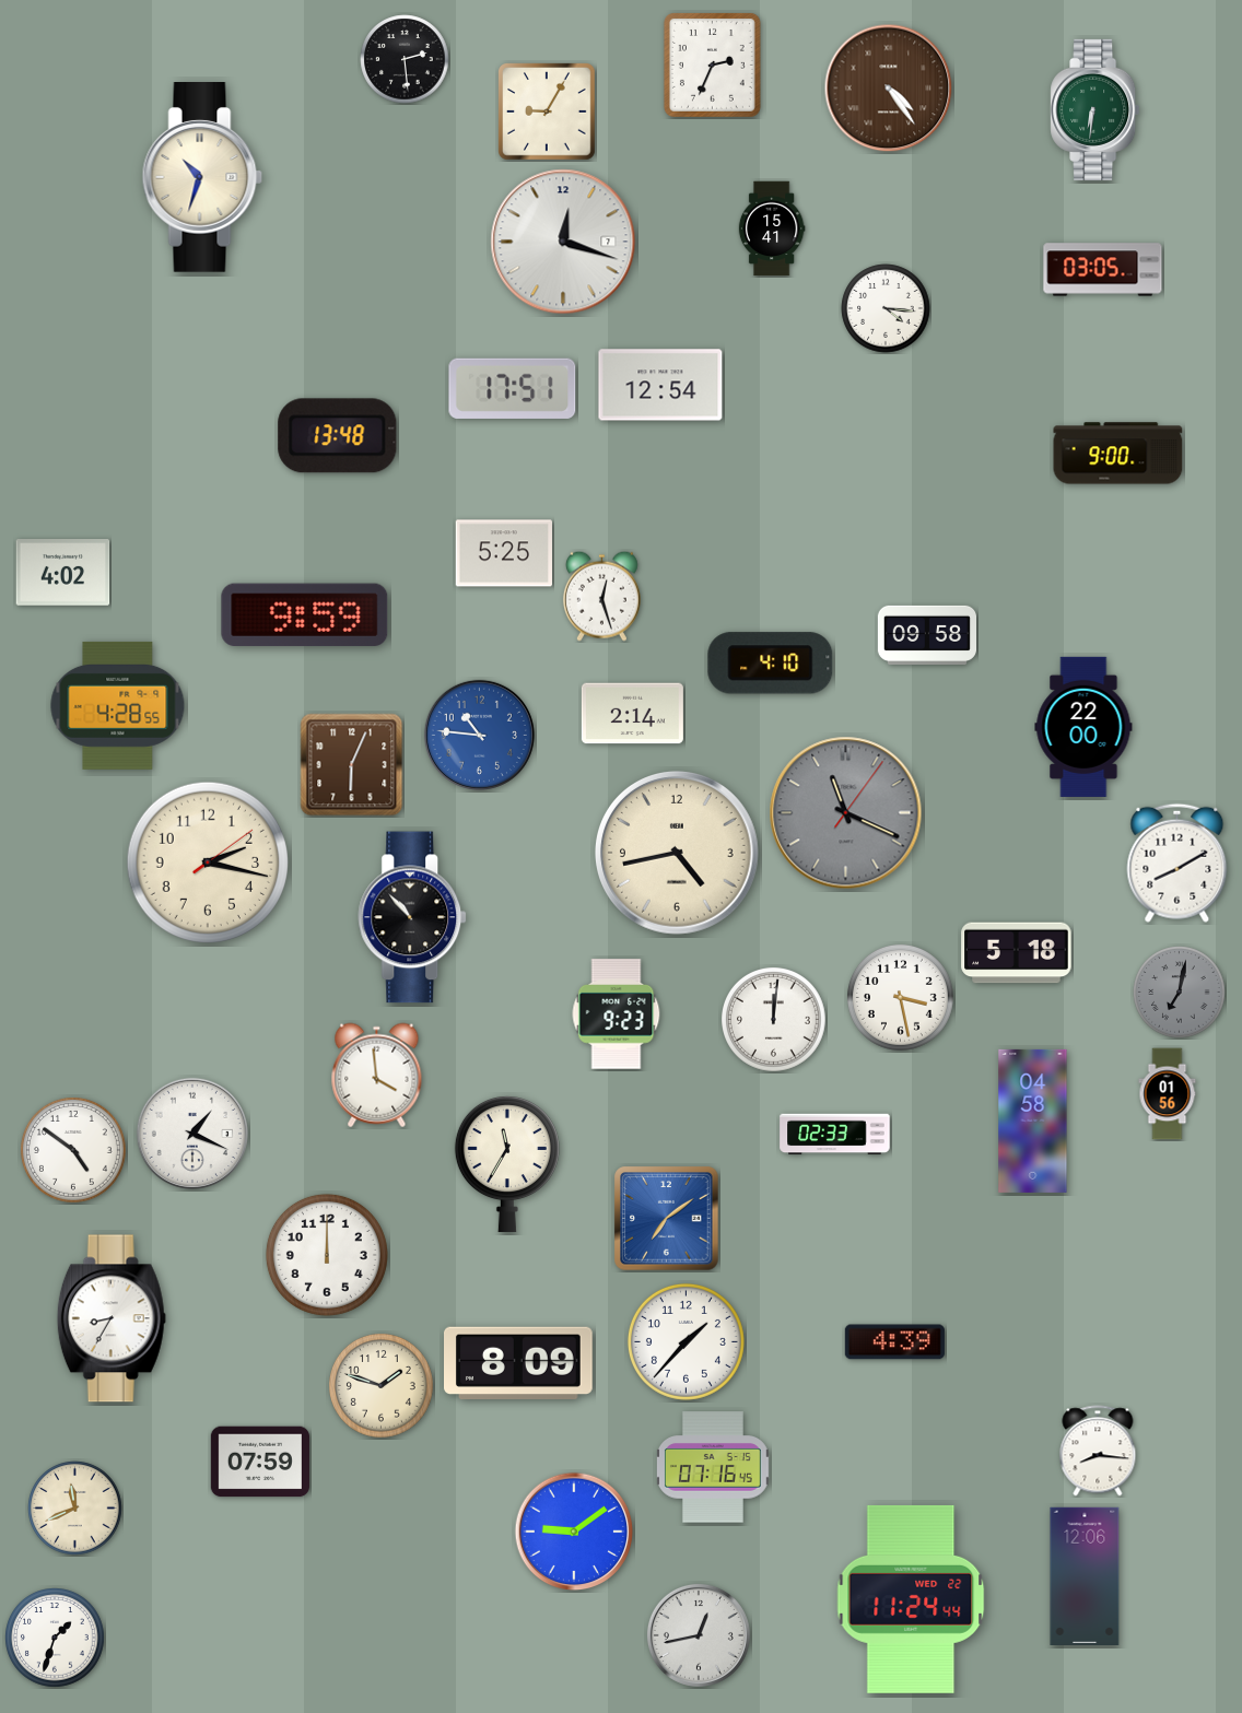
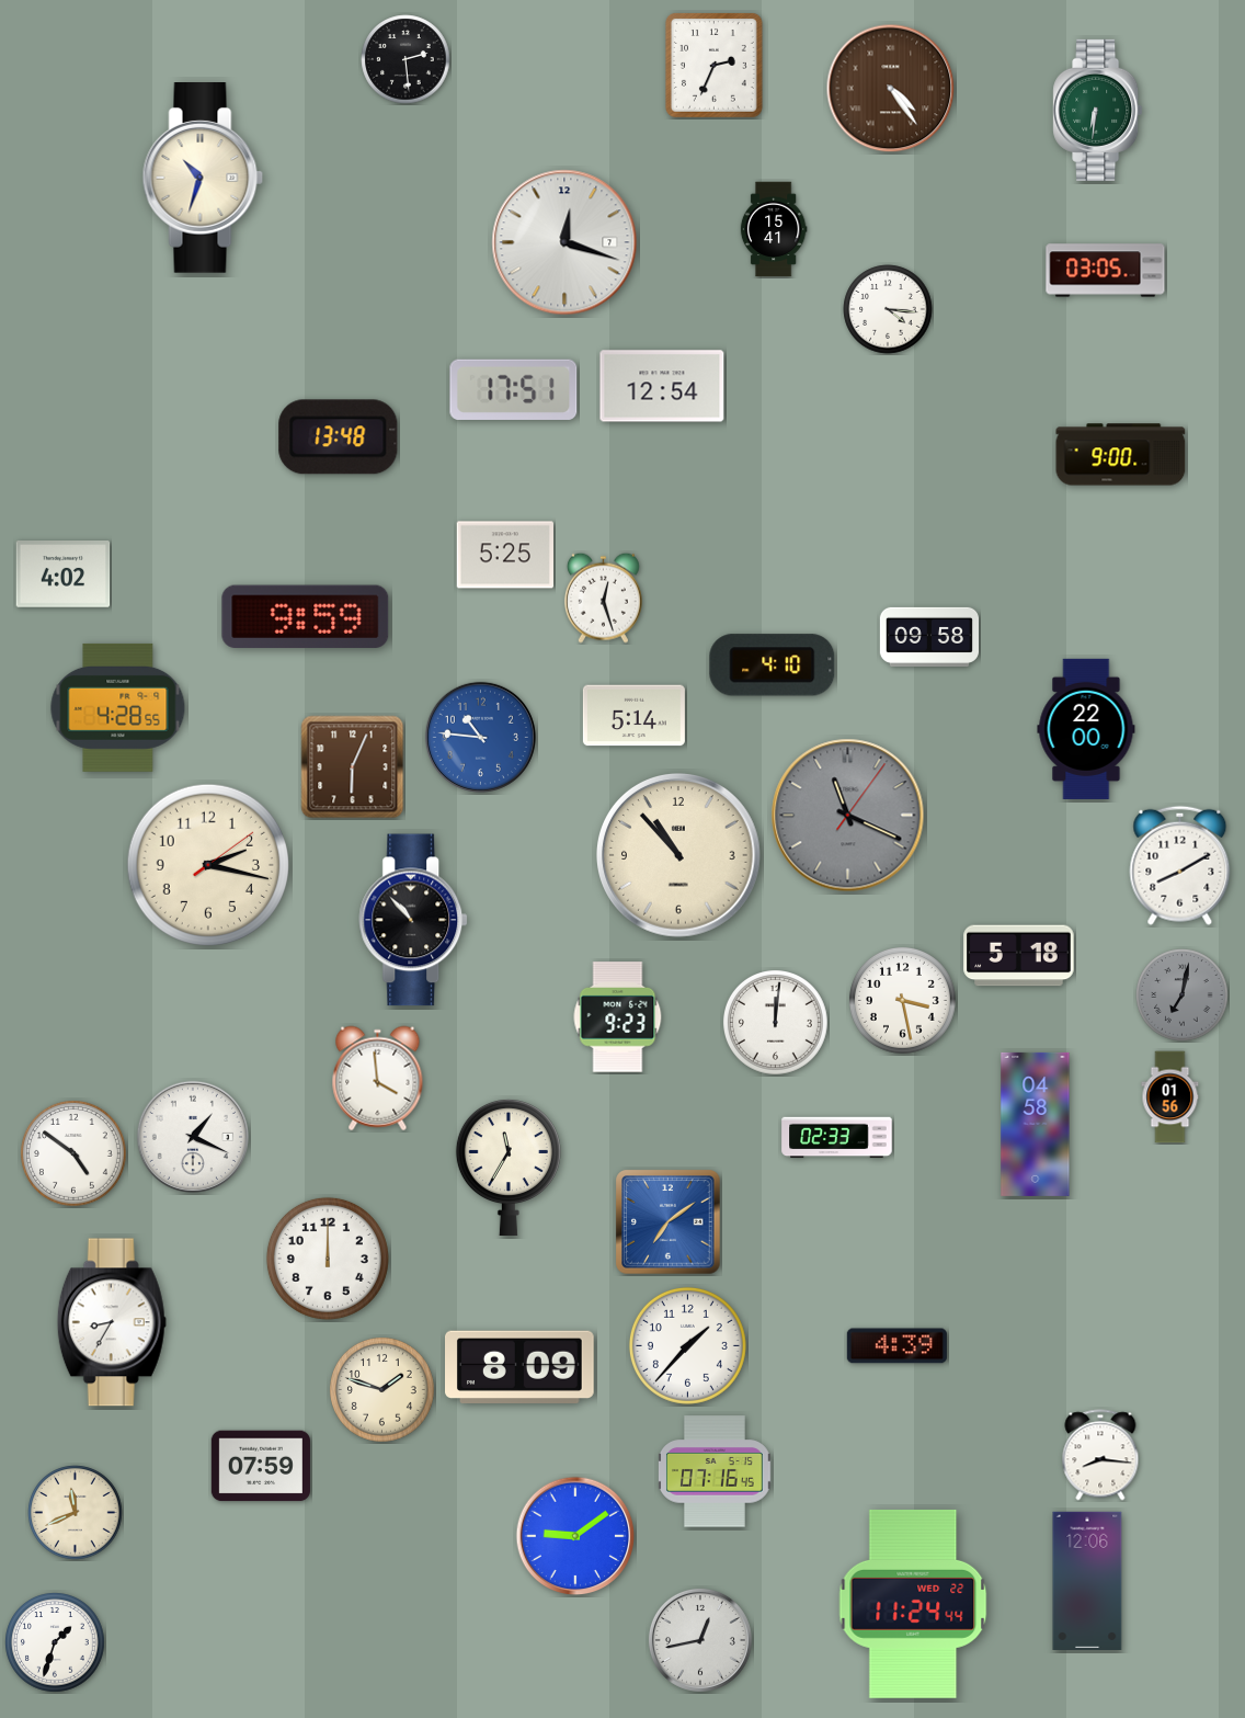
clock at (548, 113): 9:05 -> none
clock at (632, 714): 2:14 -> 5:14
clock at (678, 854): 4:43 -> 10:53
